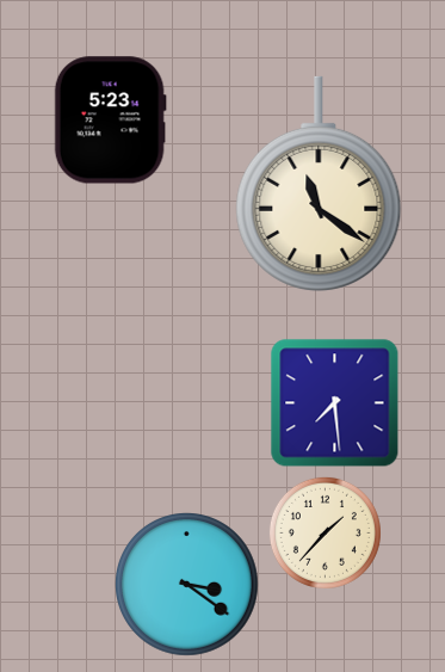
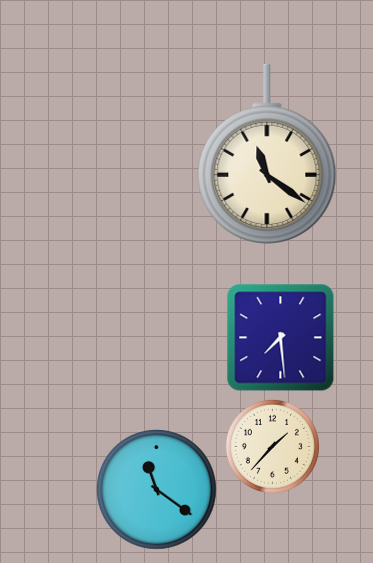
clock at (110, 121): 5:23 -> none
clock at (187, 585): 3:21 -> 11:21
